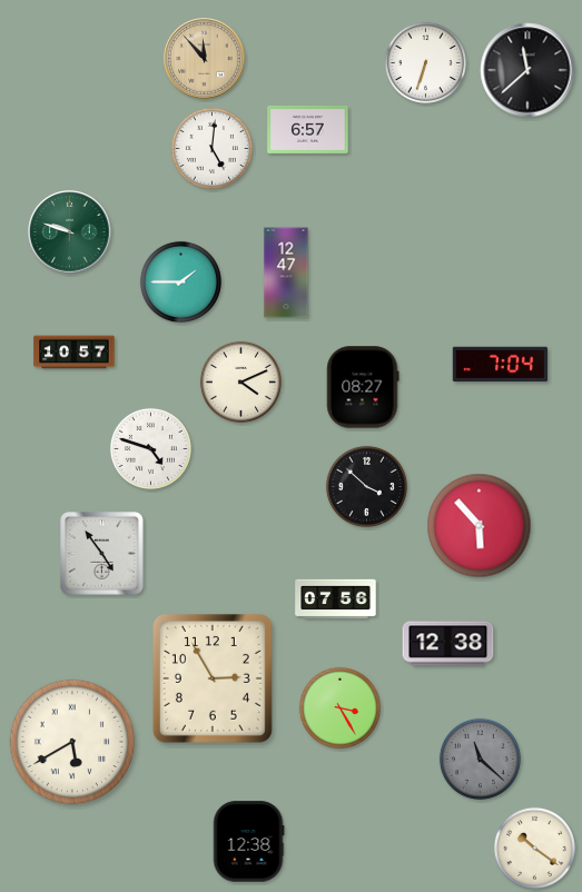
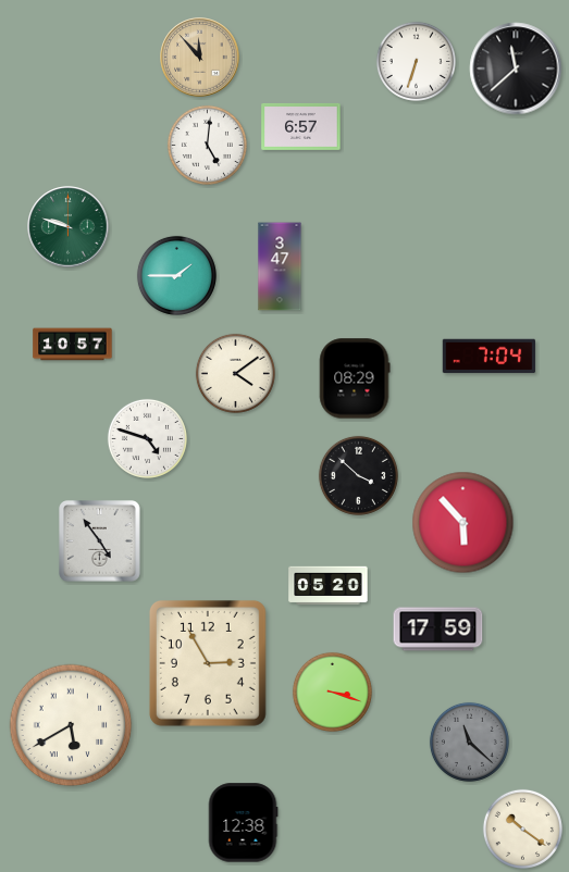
clock at (286, 272): 12:47 -> 3:47
clock at (240, 381): 4:11 -> 4:09
clock at (363, 387): 08:27 -> 08:29
clock at (480, 526) position: (480, 526) -> (463, 523)
clock at (336, 599): 07:56 -> 05:20
clock at (448, 644): 12:38 -> 17:59
clock at (339, 707): 3:25 -> 3:18
